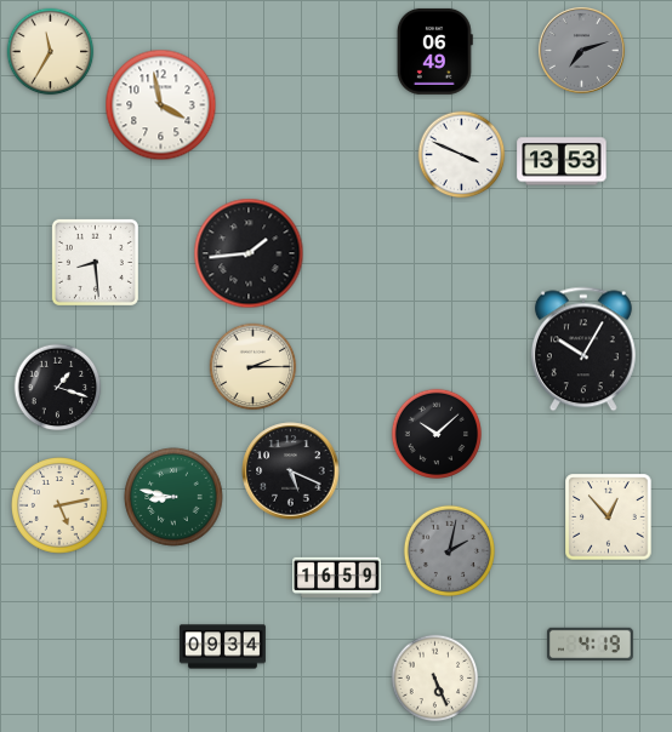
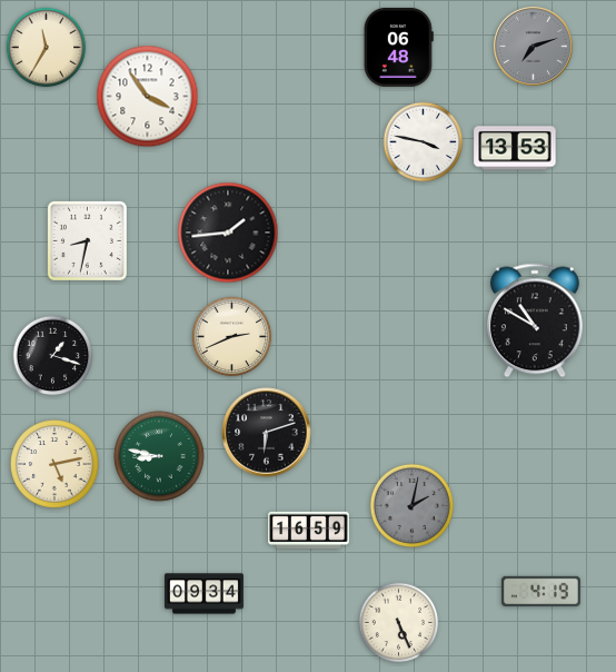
clock at (434, 51): 06:49 -> 06:48
clock at (161, 105): 3:58 -> 3:54
clock at (462, 155): 3:49 -> 3:47
clock at (95, 262): 8:29 -> 8:32
clock at (583, 349): 10:05 -> 10:50
clock at (254, 367): 2:15 -> 2:41
clock at (435, 433): 10:08 -> none
clock at (291, 471): 5:19 -> 6:12
clock at (609, 517): 12:53 -> none
